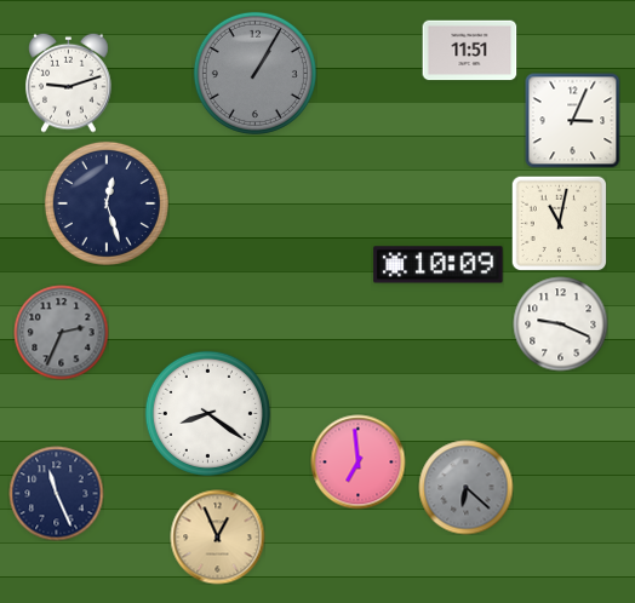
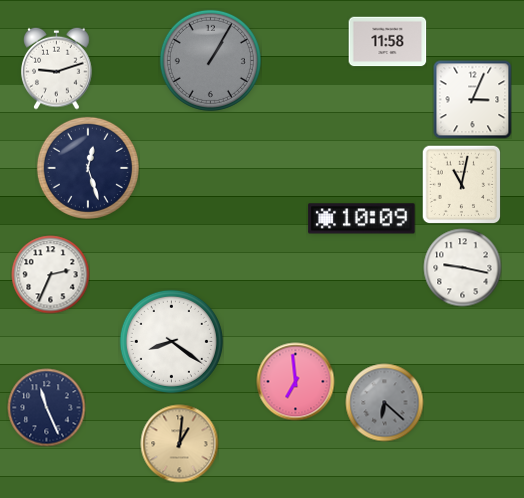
clock at (469, 51): 11:51 -> 11:58
clock at (560, 323): 9:19 -> 9:17
clock at (61, 332) dial: grey -> white
clock at (217, 536): 12:56 -> 1:01
